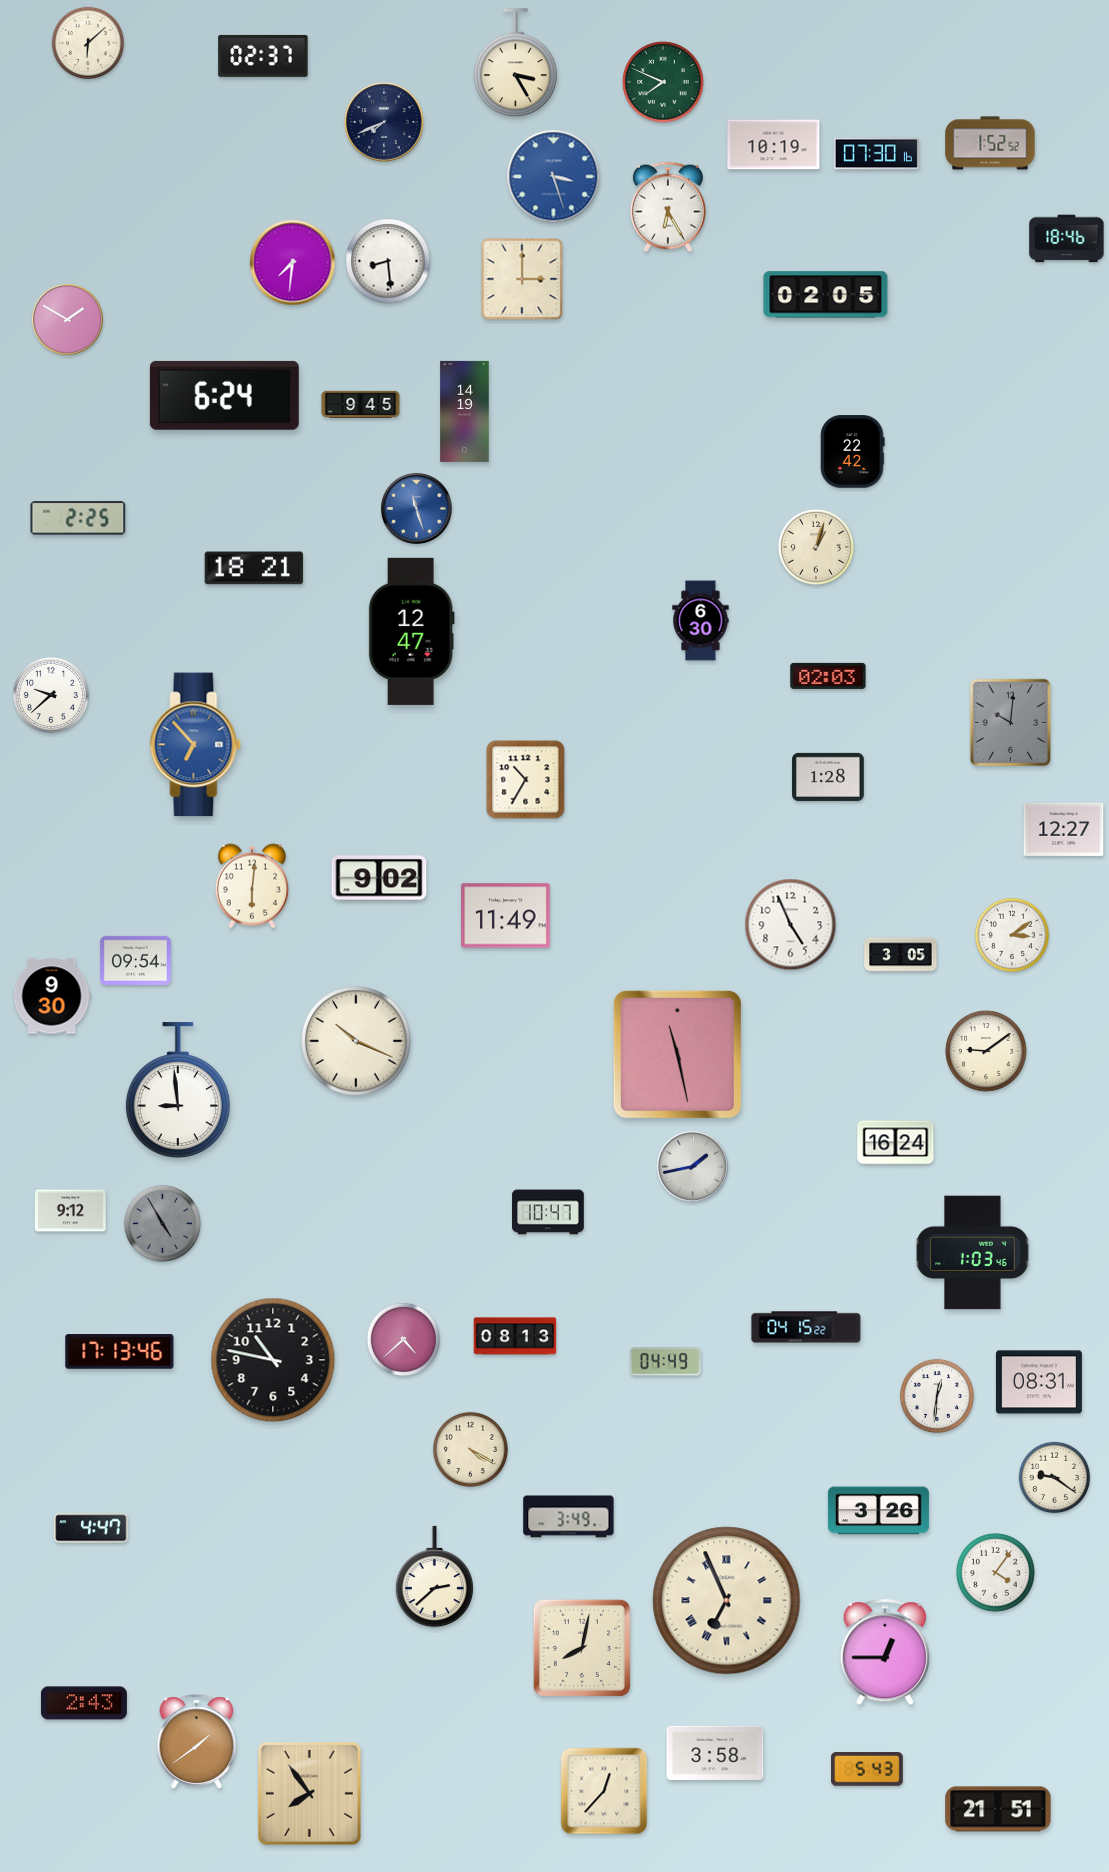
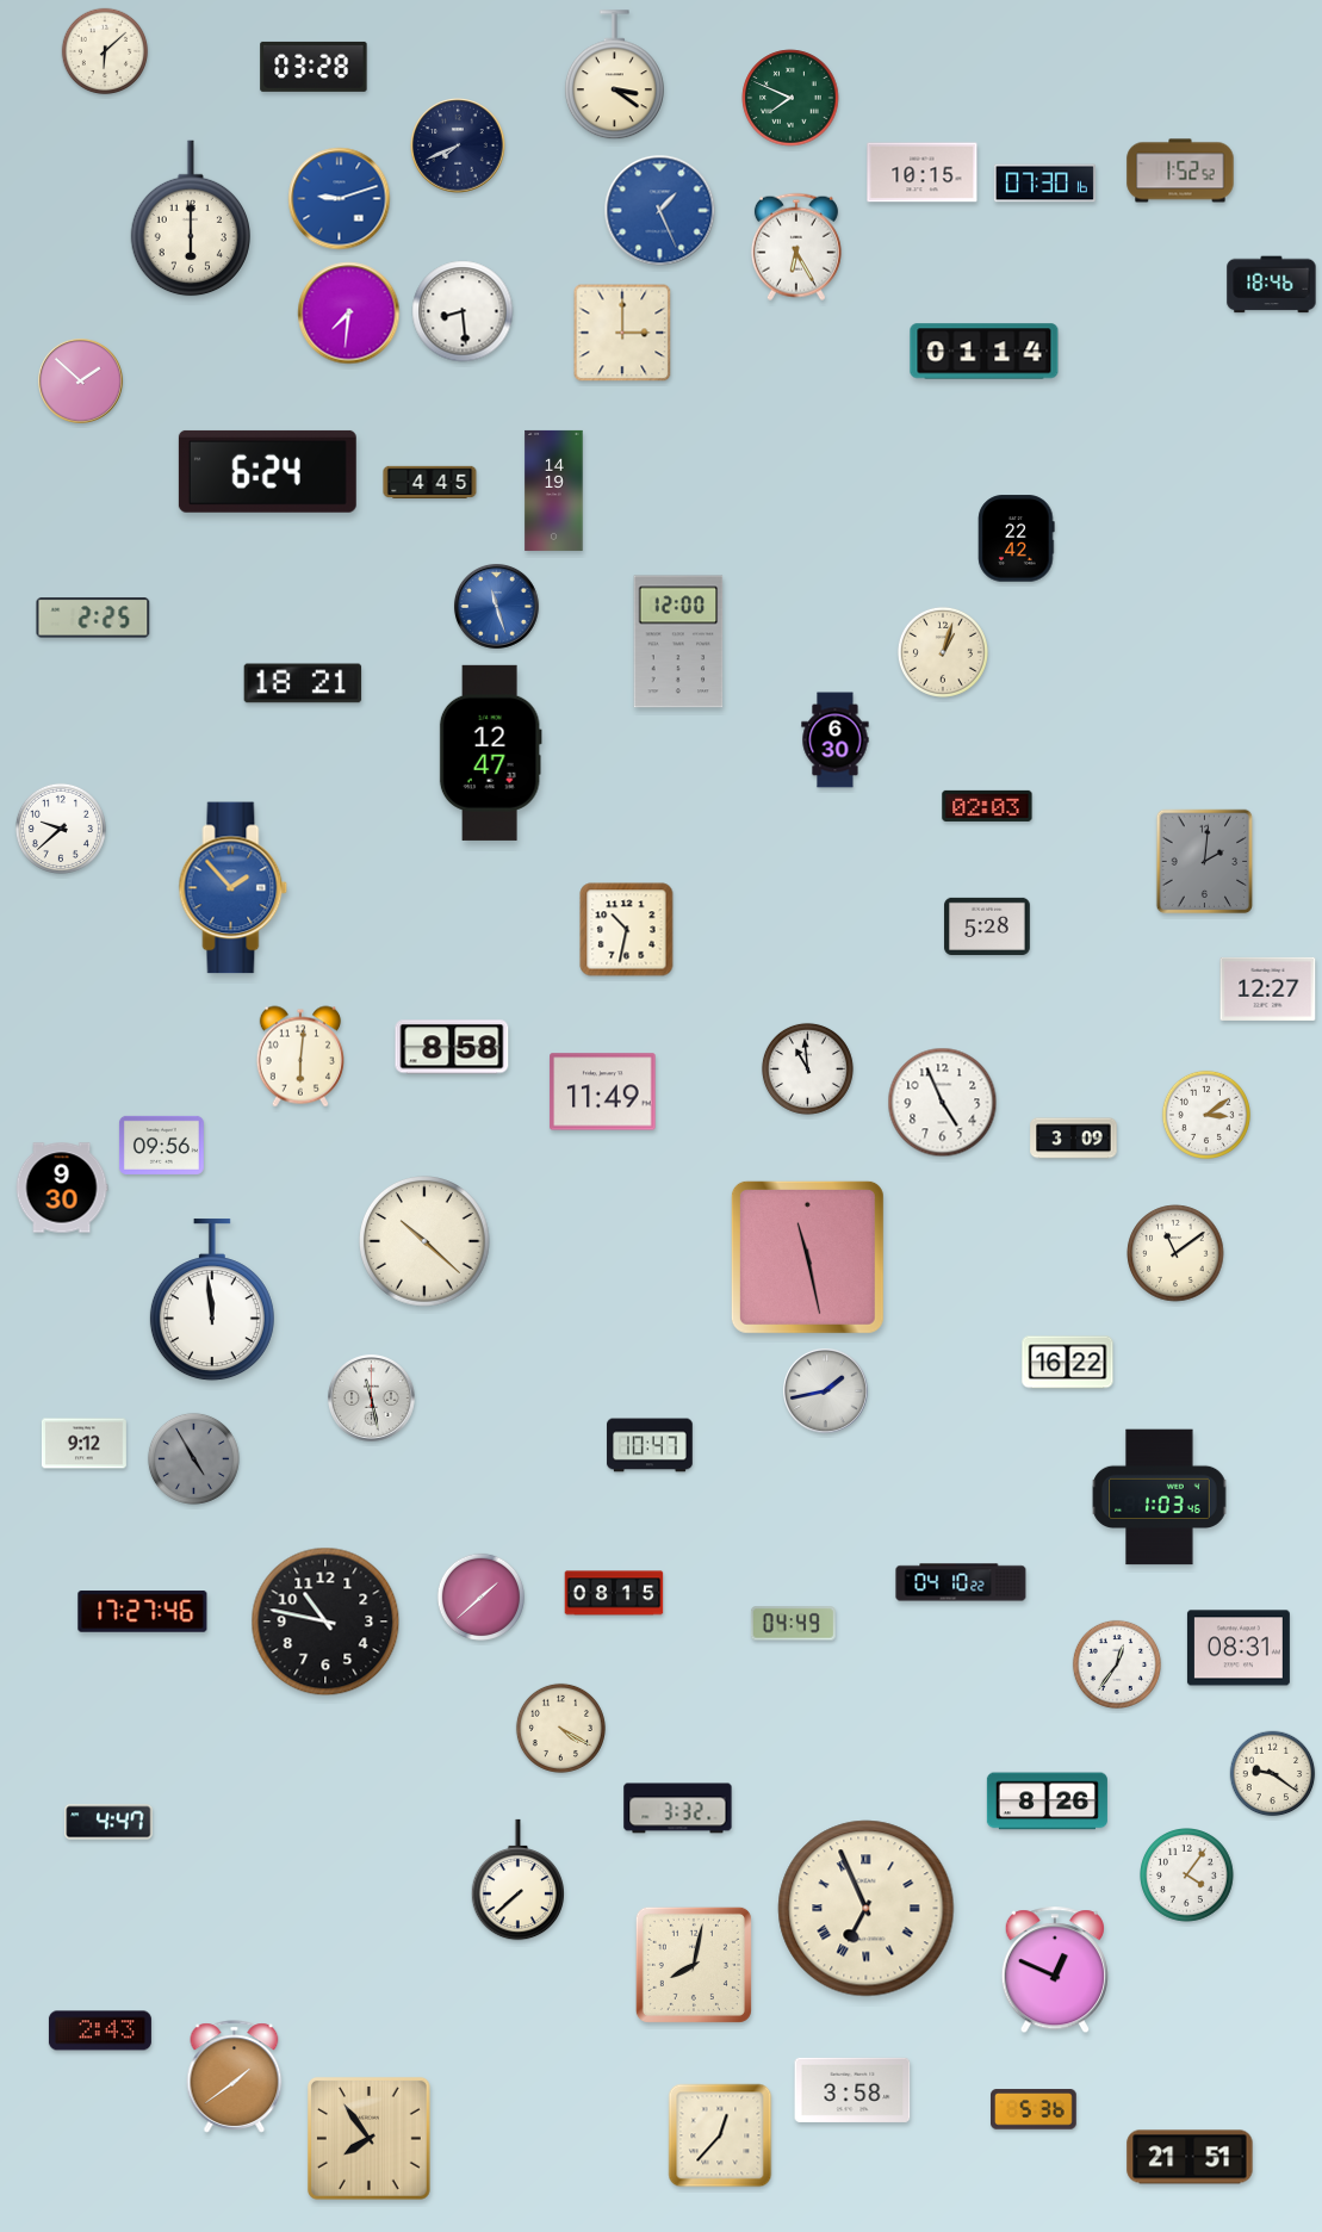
clock at (263, 56): 02:37 -> 03:28
clock at (515, 63): 3:25 -> 3:21
clock at (774, 145): 10:19 -> 10:15
clock at (340, 199): none -> 9:12
clock at (554, 177): 3:27 -> 1:26
clock at (190, 218): none -> 6:00
clock at (826, 295): 02:05 -> 01:14
clock at (67, 319): 1:50 -> 1:52
clock at (361, 405): 9:45 -> 4:45
clock at (678, 641): none -> 12:00
clock at (816, 547) position: (816, 547) -> (943, 652)
clock at (254, 568) position: (254, 568) -> (303, 683)
clock at (1011, 723): 10:01 -> 2:01
clock at (196, 745): 6:53 -> 1:53
clock at (828, 777): 1:28 -> 5:28
clock at (526, 780): 10:35 -> 10:32
clock at (379, 878): 9:02 -> 8:58
clock at (807, 1068): none -> 10:59
clock at (901, 955): 3:05 -> 3:09
clock at (135, 960): 09:54 -> 09:56
clock at (357, 1042): 10:19 -> 10:22
clock at (986, 1051): 9:09 -> 11:09
clock at (178, 1091): 8:59 -> 11:59
clock at (896, 1143): 16:24 -> 16:22
clock at (372, 1399): none -> 11:28
clock at (548, 1212) position: (548, 1212) -> (650, 1445)
clock at (973, 1253) position: (973, 1253) -> (1160, 1498)
clock at (806, 1327): 04:15 -> 04:10
clock at (515, 1336): 08:13 -> 08:15
clock at (403, 1339): 4:38 -> 1:38
clock at (120, 1352): 17:13 -> 17:27
clock at (937, 1396): 12:31 -> 12:36
clock at (1055, 1478) position: (1055, 1478) -> (1273, 1774)
clock at (878, 1511): 3:26 -> 8:26
clock at (569, 1517): 3:49 -> 3:32
clock at (434, 1577): 2:38 -> 7:38
clock at (885, 1653): 12:45 -> 12:49
clock at (868, 1769): 5:43 -> 5:36
